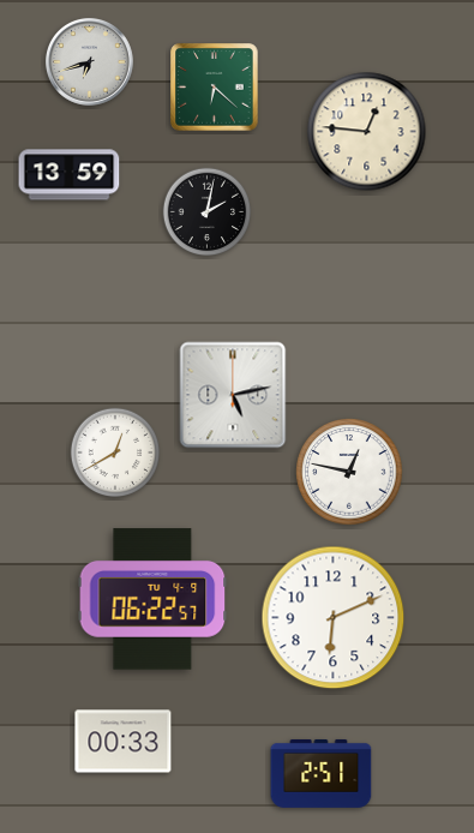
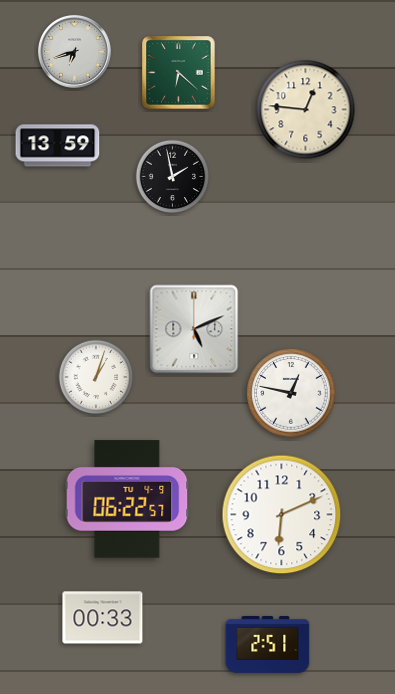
clock at (208, 212): 2:02 -> 1:58
clock at (233, 395): 5:13 -> 5:11
clock at (115, 453): 12:40 -> 1:03
clock at (334, 618) position: (334, 618) -> (282, 515)
